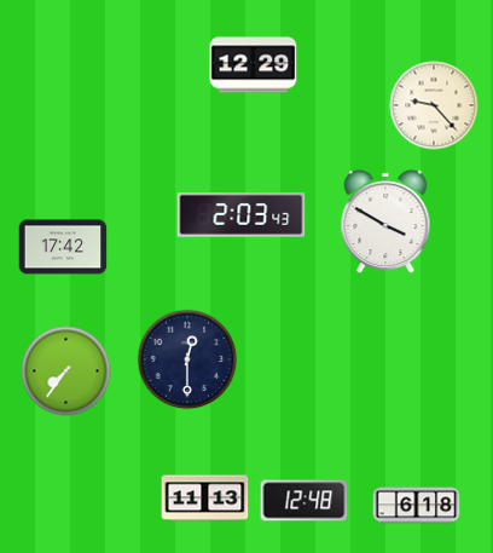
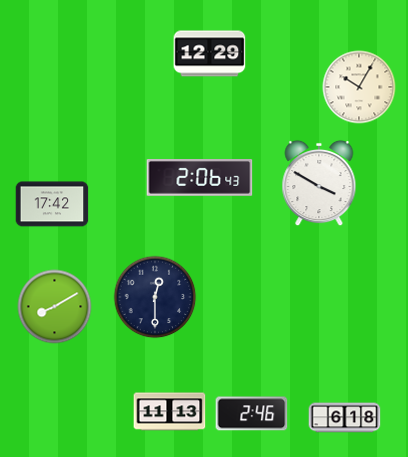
clock at (434, 105): 9:23 -> 10:05
clock at (242, 215): 2:03 -> 2:06
clock at (66, 371): 7:36 -> 8:10
clock at (304, 501): 12:48 -> 2:46
